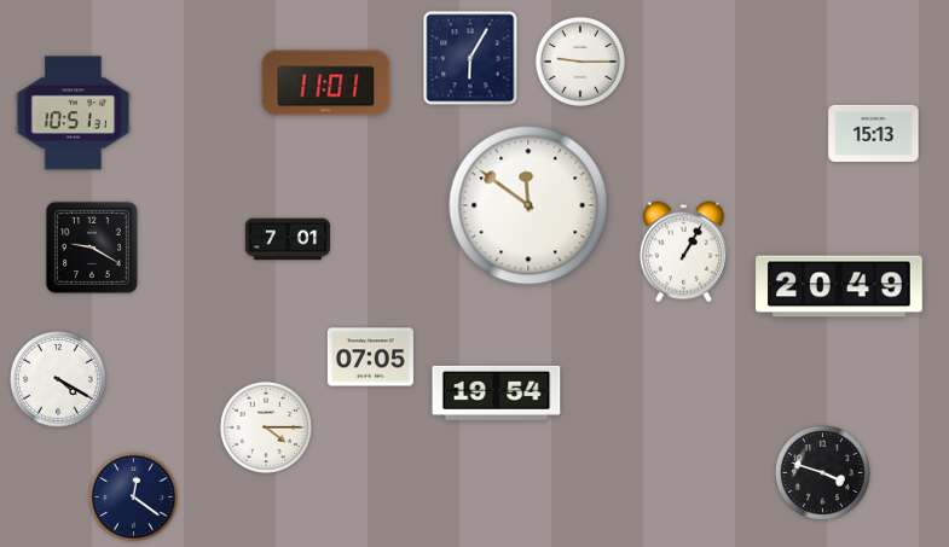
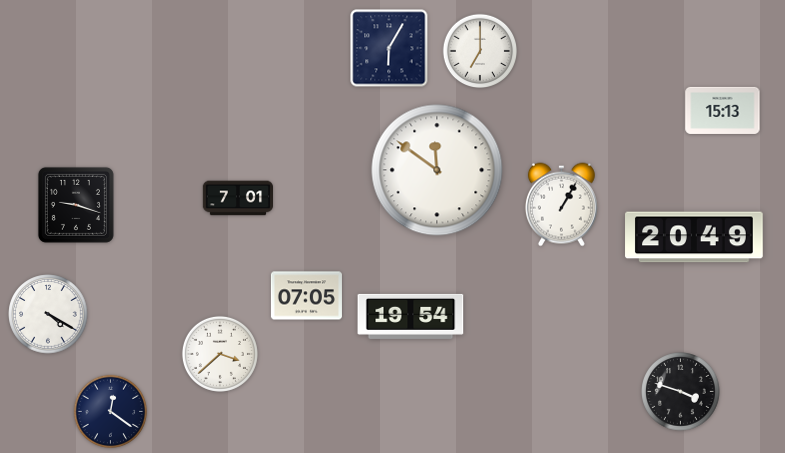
clock at (580, 62): 9:15 -> 7:00
clock at (326, 83): 11:01 -> none
clock at (74, 114): 10:51 -> none
clock at (92, 248): 9:20 -> 9:18
clock at (683, 252) position: (683, 252) -> (561, 205)
clock at (497, 392) position: (497, 392) -> (411, 316)
clock at (266, 427): 4:15 -> 3:38
